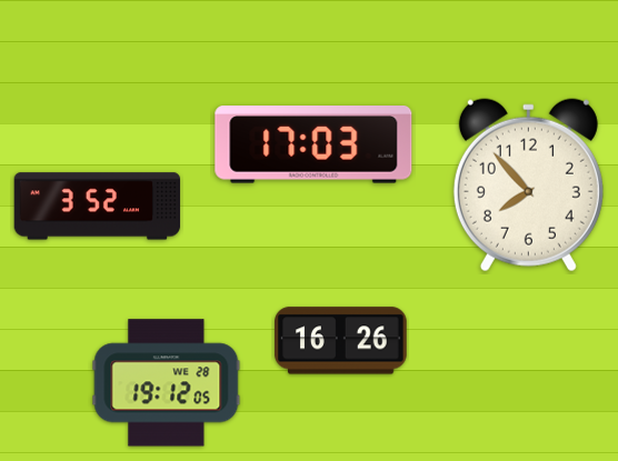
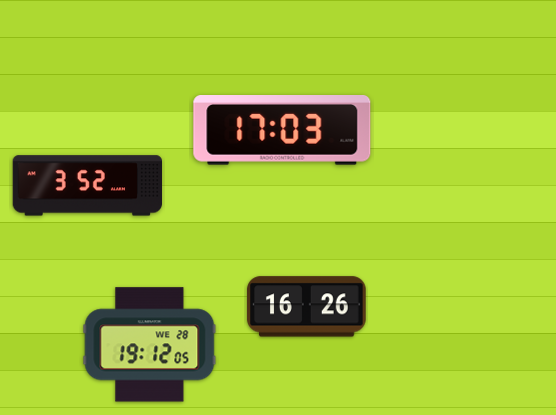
clock at (528, 186): 7:53 -> none
